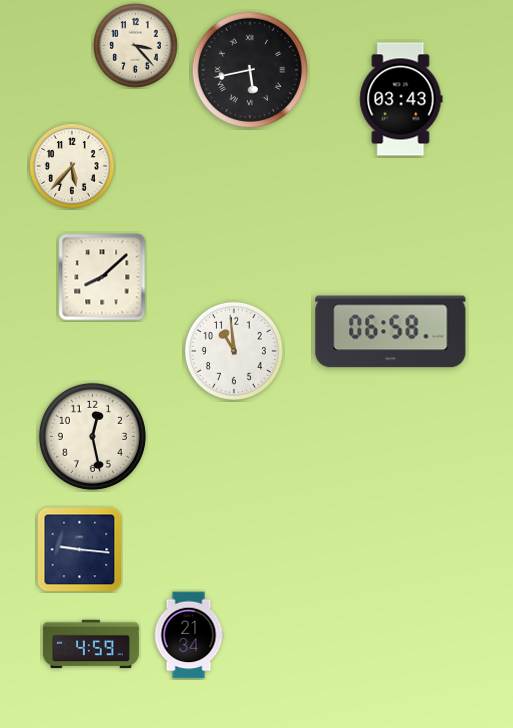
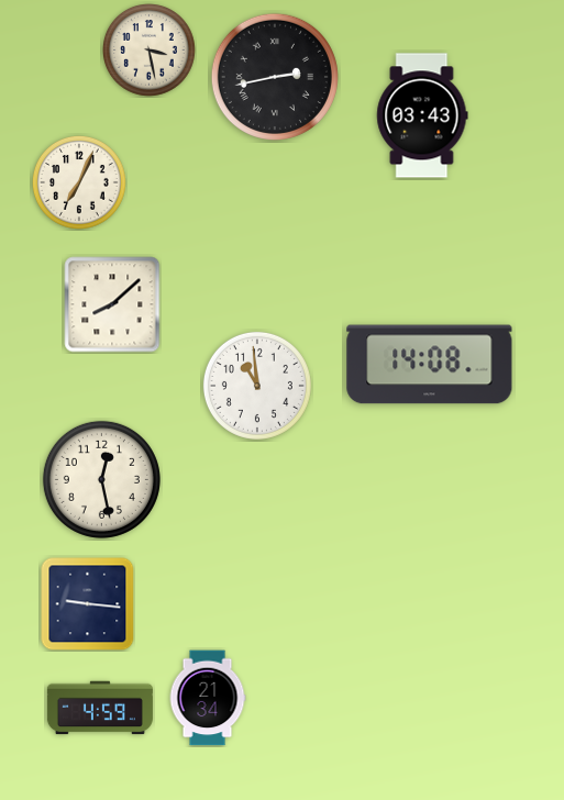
clock at (136, 46): 3:23 -> 3:28
clock at (250, 70): 5:43 -> 2:43
clock at (401, 99) position: (401, 99) -> (422, 115)
clock at (72, 166): 5:37 -> 7:04
clock at (391, 332): 06:58 -> 14:08
